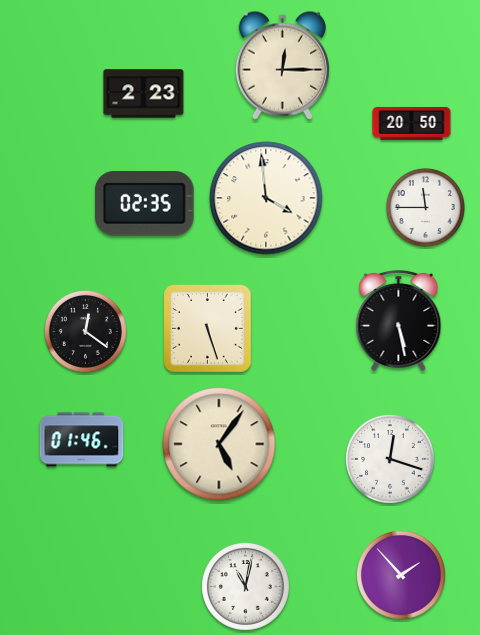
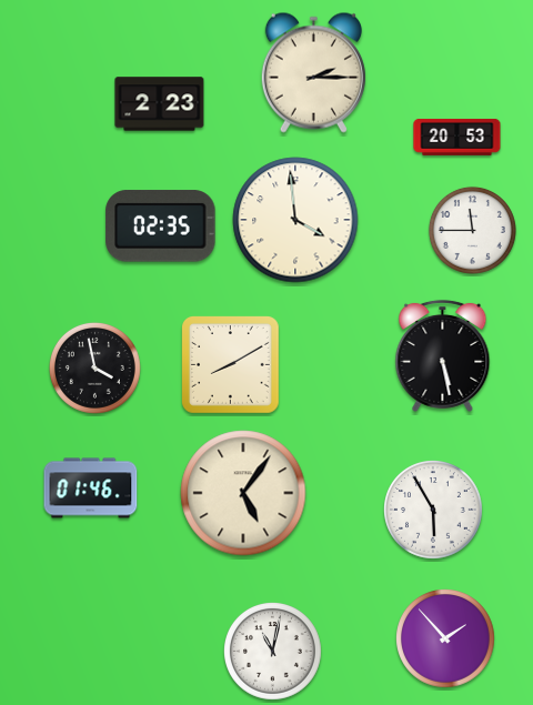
clock at (282, 65): 12:15 -> 2:15
clock at (412, 123): 20:50 -> 20:53
clock at (208, 329): 5:27 -> 8:10
clock at (85, 331): 12:21 -> 3:58
clock at (391, 460): 12:18 -> 5:55
